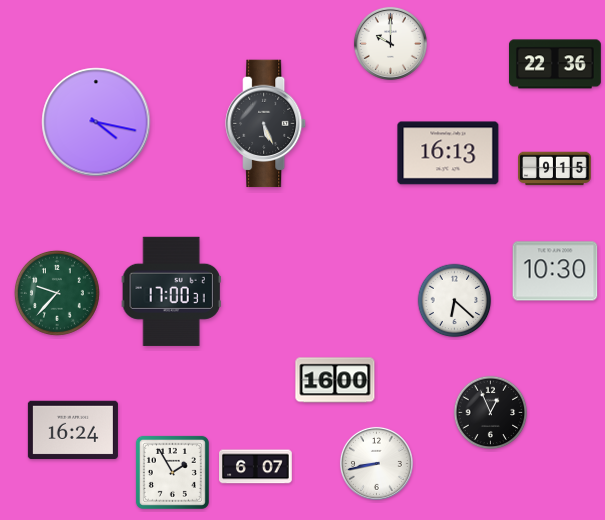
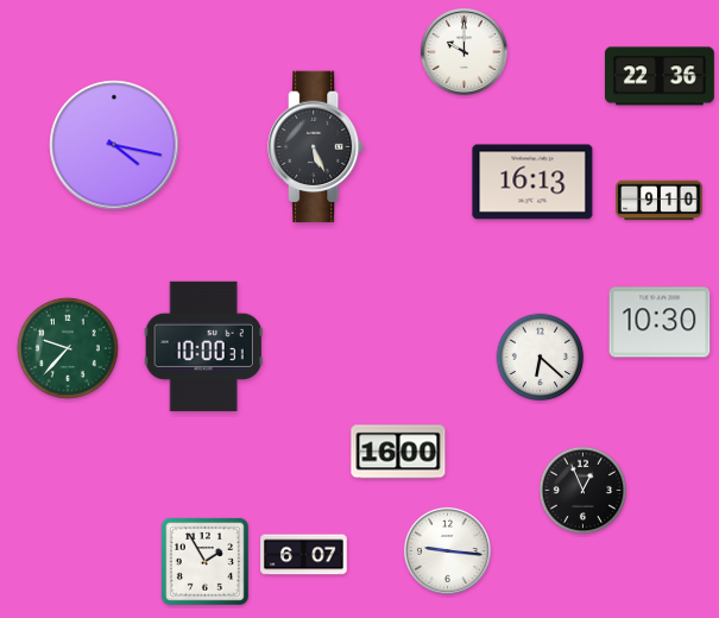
clock at (555, 169): 9:15 -> 9:10
clock at (171, 291): 17:00 -> 10:00
clock at (73, 430): 16:24 -> none
clock at (376, 463): 8:43 -> 9:16
